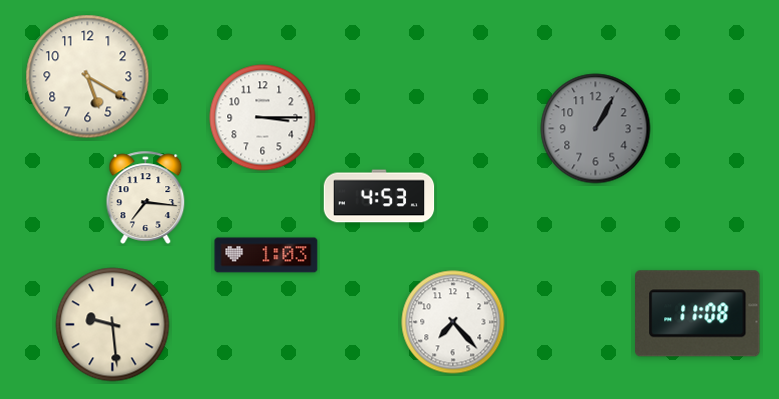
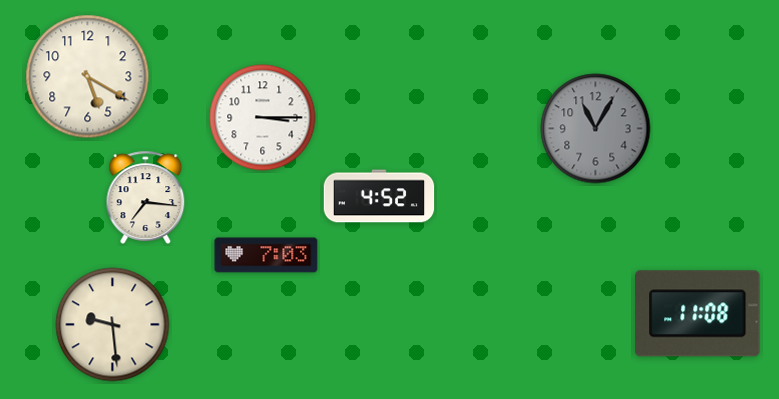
clock at (596, 129): 1:05 -> 11:05
clock at (379, 196): 4:53 -> 4:52
clock at (266, 255): 1:03 -> 7:03
clock at (453, 322): 7:23 -> none
